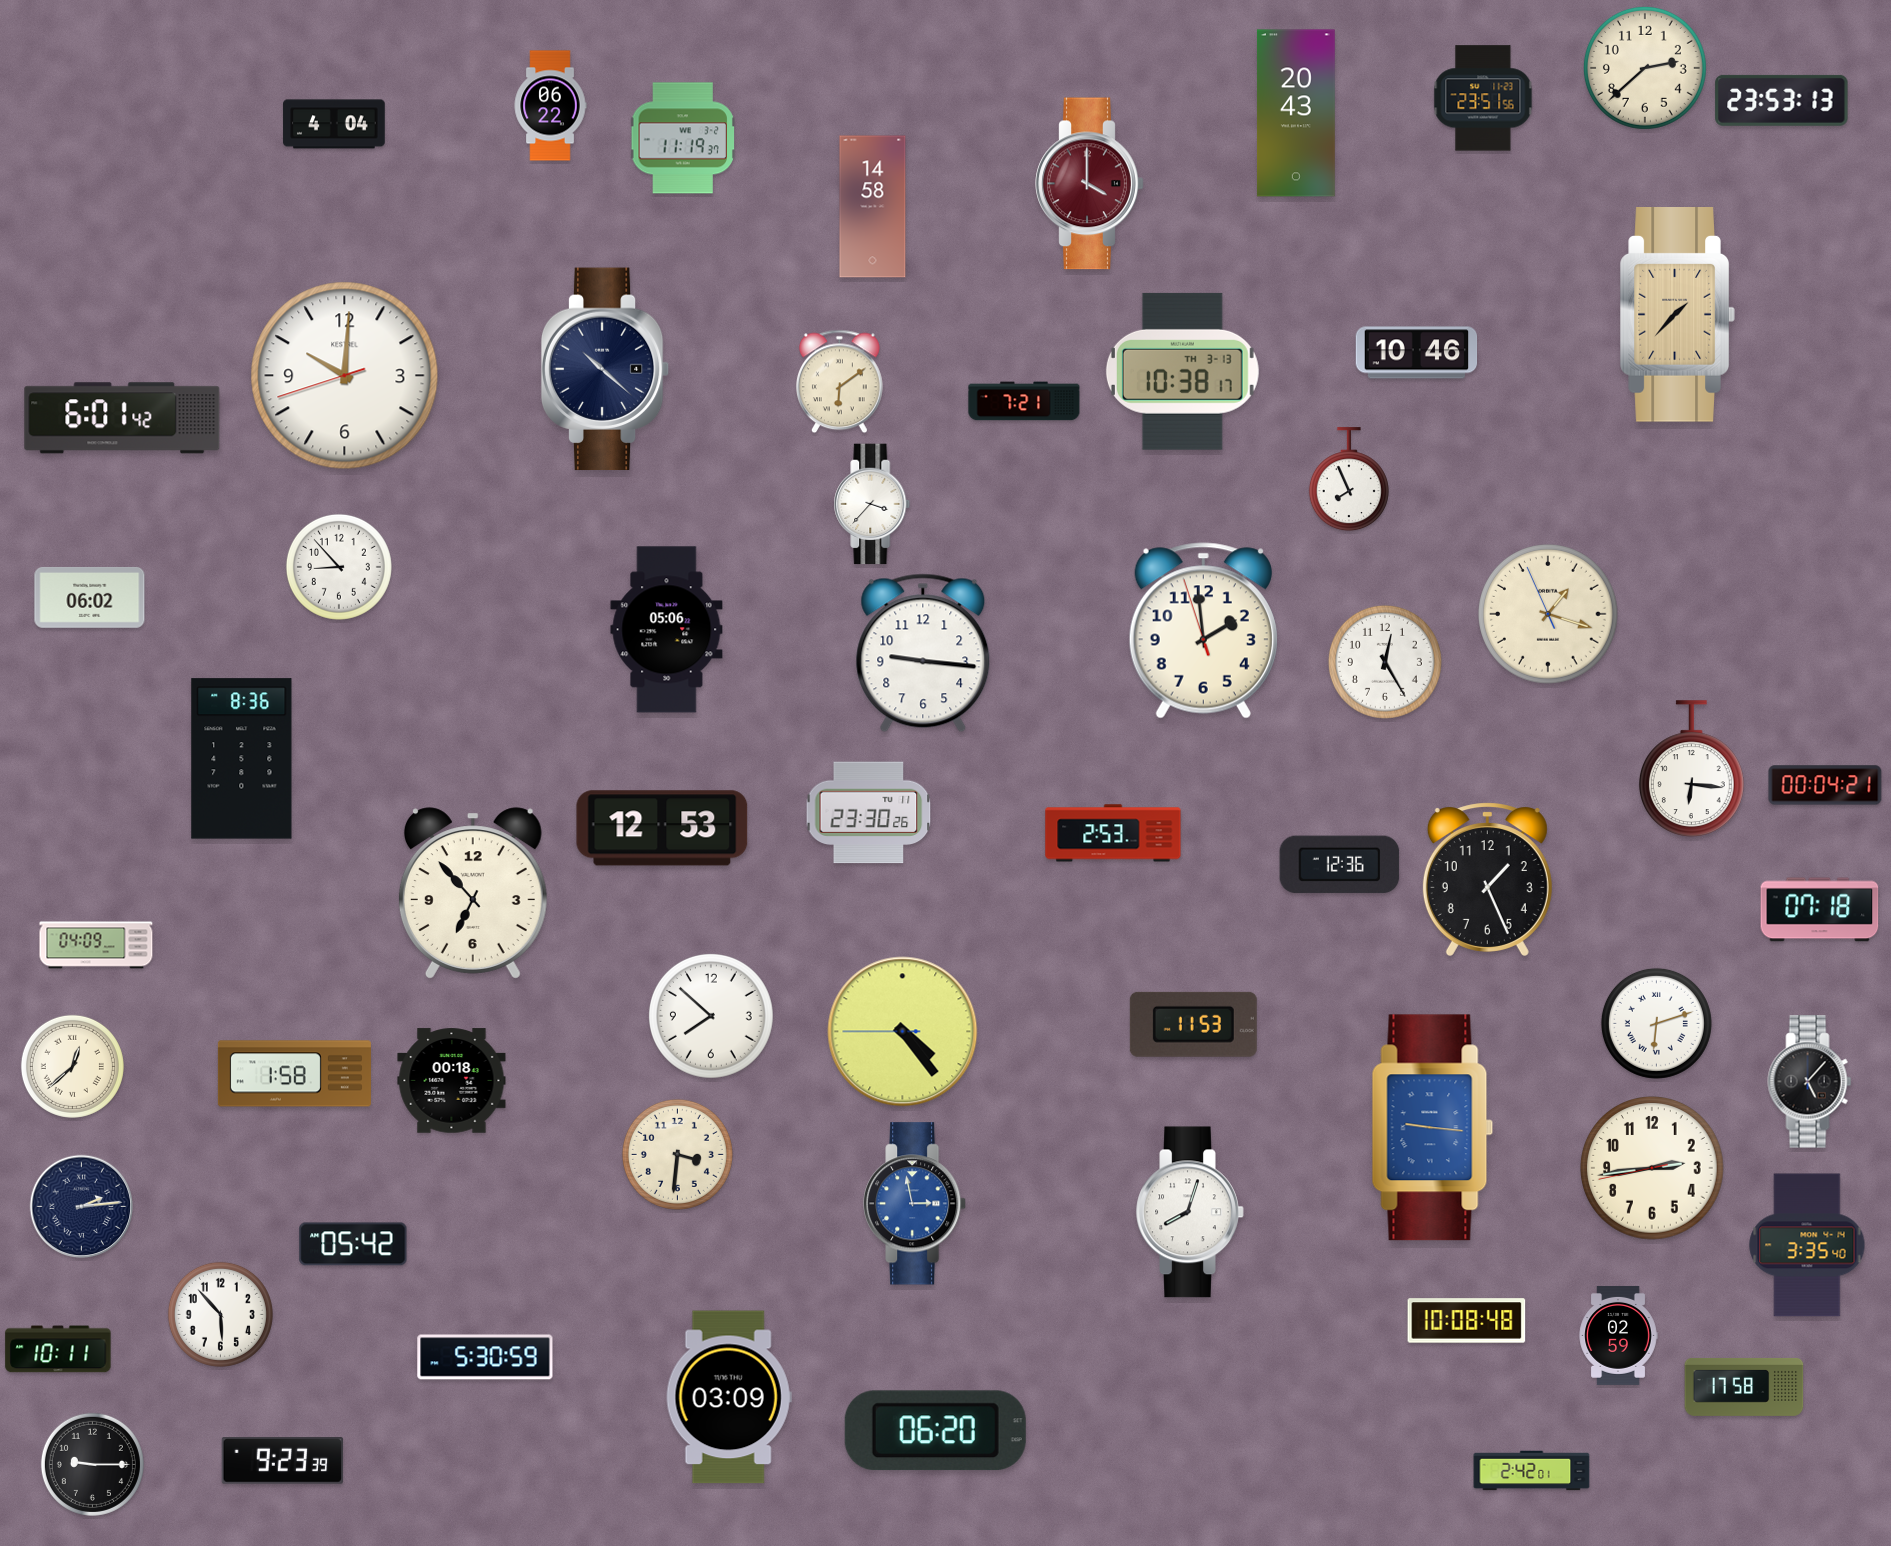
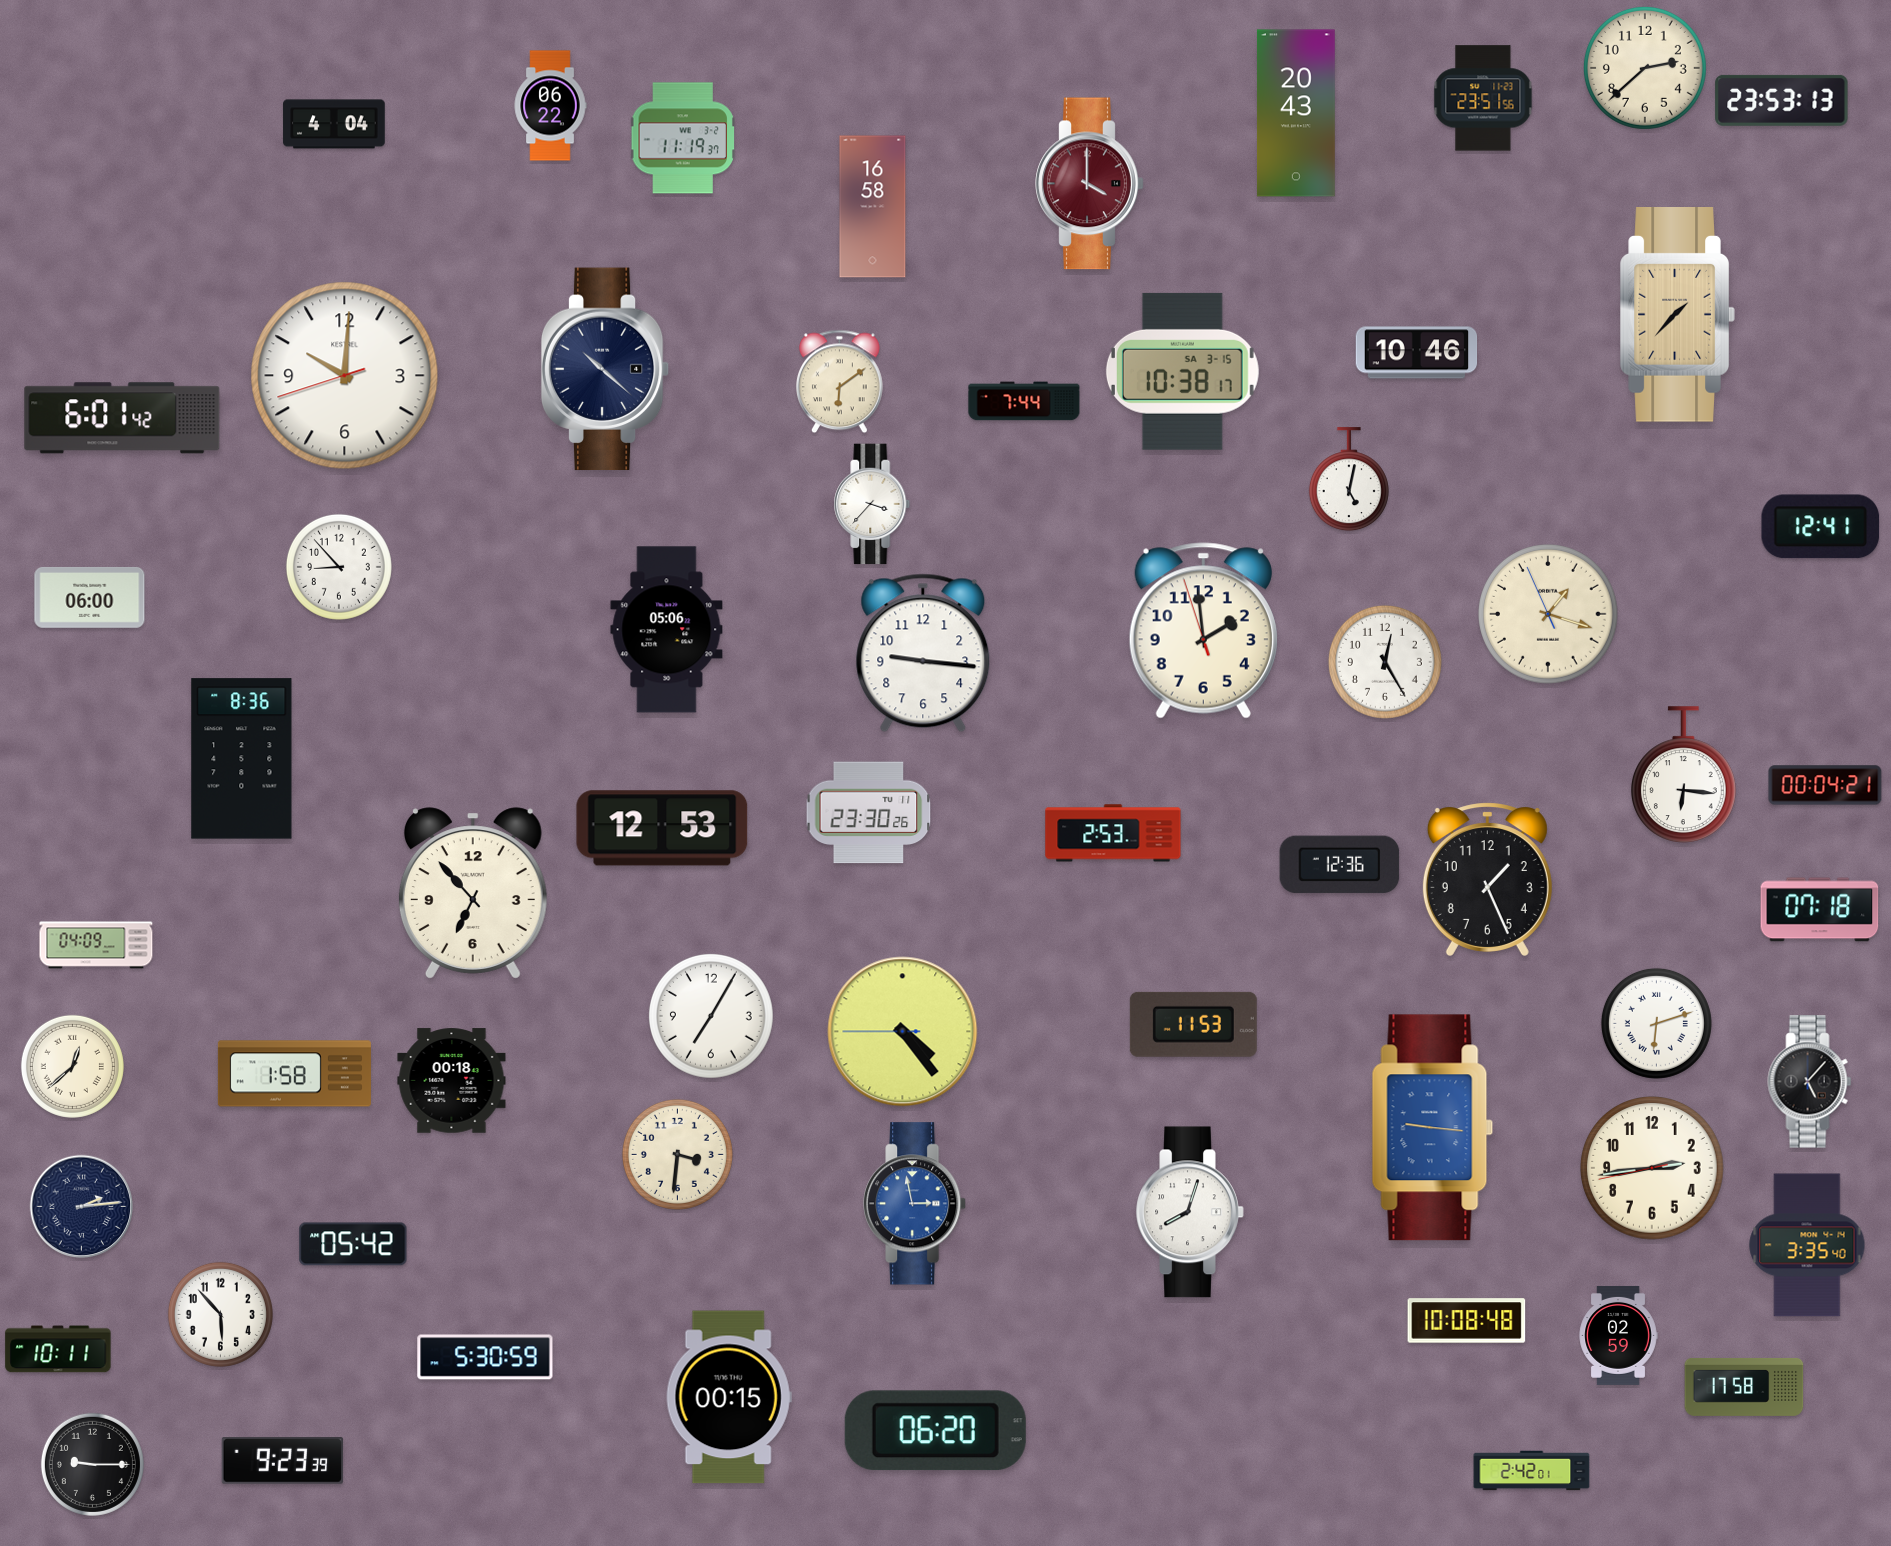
clock at (873, 207): 14:58 -> 16:58
clock at (1182, 371) date: TH 3-13 -> SA 3-15
clock at (1024, 401): 7:21 -> 7:44
clock at (1349, 480): 7:56 -> 5:02
clock at (1821, 527): none -> 12:41
clock at (90, 597): 06:02 -> 06:00
clock at (1691, 769) position: (1691, 769) -> (1683, 775)
clock at (711, 1016): 7:52 -> 7:05
clock at (729, 1397): 03:09 -> 00:15
